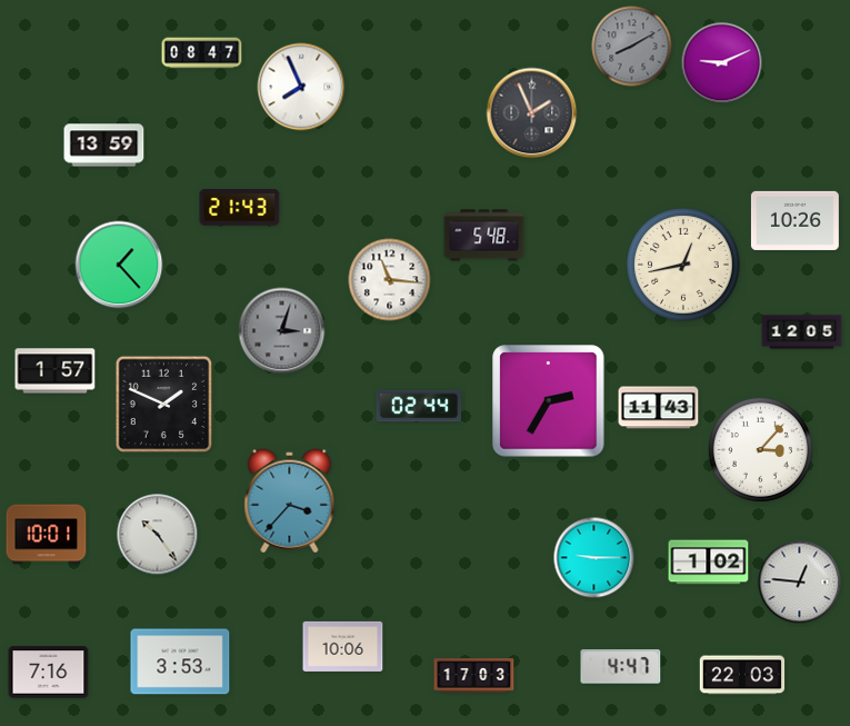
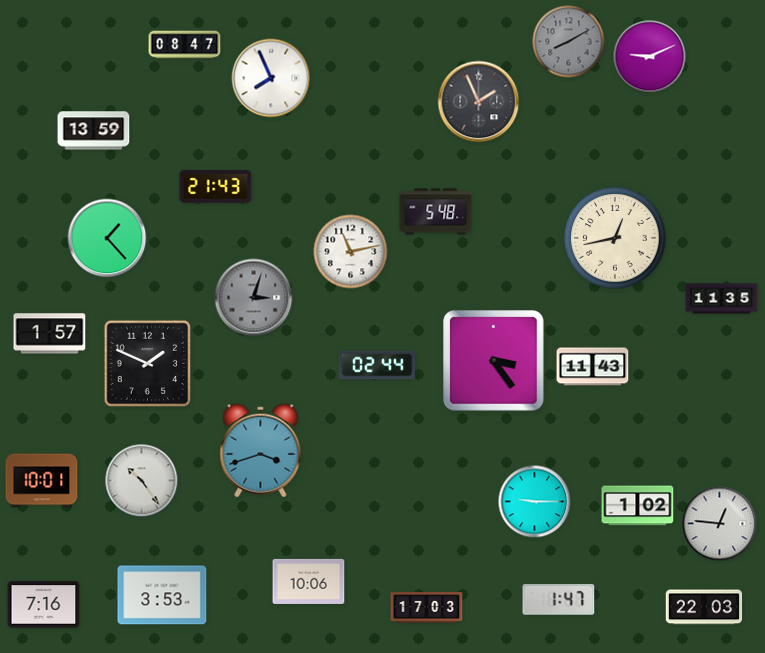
clock at (202, 53) position: (202, 53) -> (185, 45)
clock at (794, 220): 10:26 -> none
clock at (390, 280): 11:16 -> 11:13
clock at (802, 332): 12:05 -> 11:35
clock at (549, 401): 2:35 -> 3:24
clock at (760, 449): 3:07 -> none
clock at (290, 501): 3:37 -> 3:42
clock at (621, 667): 4:47 -> 1:47
clock at (742, 675) position: (742, 675) -> (704, 607)
